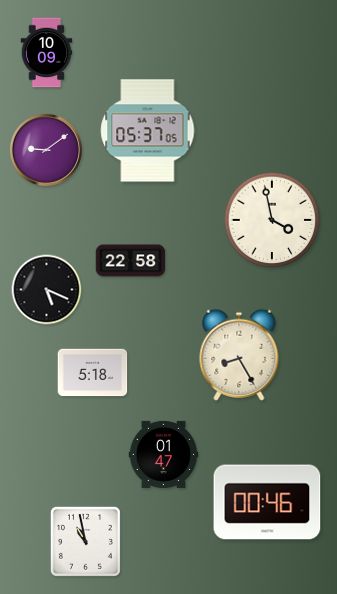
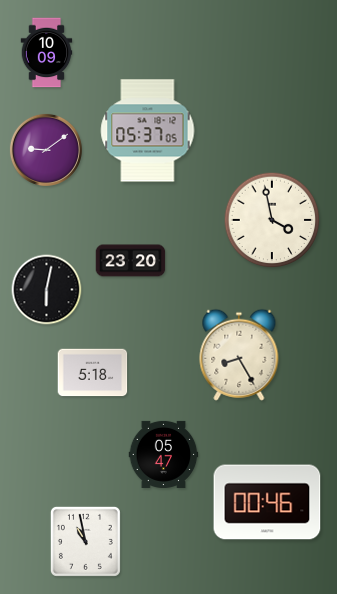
clock at (131, 261): 22:58 -> 23:20
clock at (47, 290): 5:19 -> 6:02
clock at (164, 454): 01:47 -> 05:47
